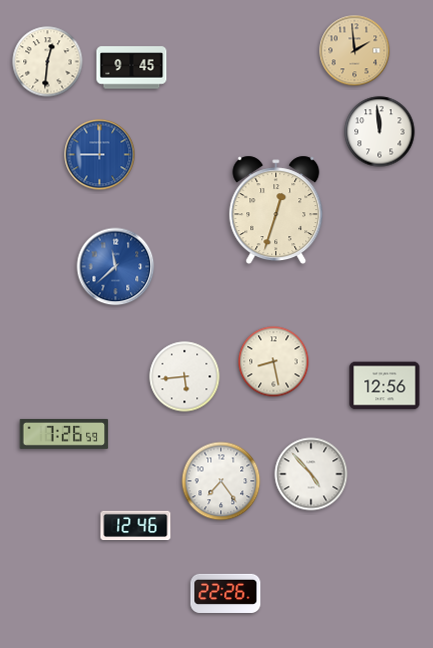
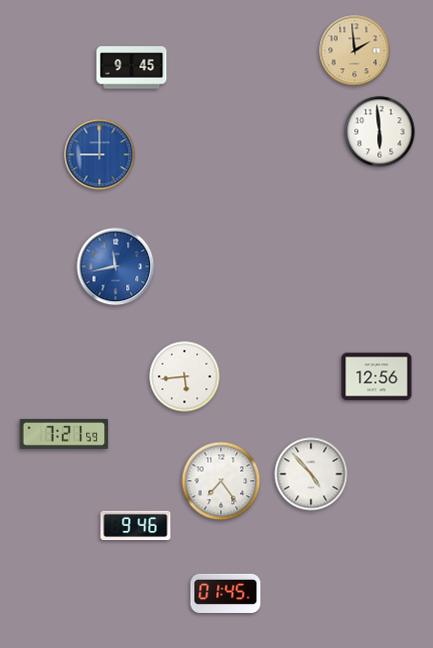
clock at (48, 62): 12:31 -> none
clock at (380, 132): 11:59 -> 5:59
clock at (276, 210): 12:33 -> none
clock at (116, 267): 11:38 -> 11:43
clock at (274, 362): 8:28 -> none
clock at (385, 386) position: (385, 386) -> (377, 377)
clock at (64, 434): 7:26 -> 7:21
clock at (136, 526): 12:46 -> 9:46
clock at (226, 593): 22:26 -> 01:45
